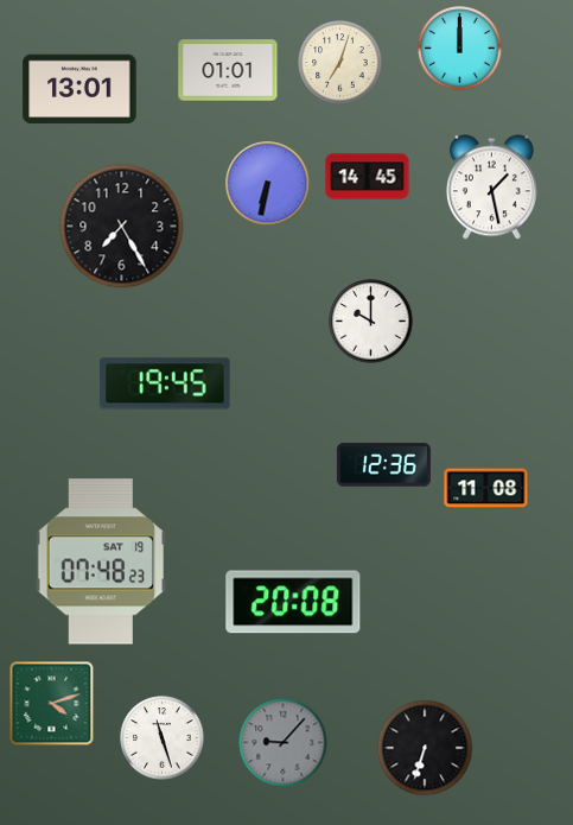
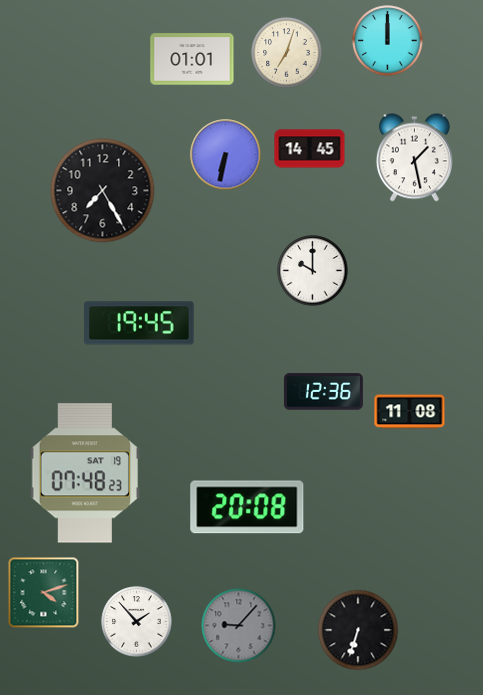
clock at (79, 89): 13:01 -> none
clock at (163, 738): 11:27 -> 1:53
